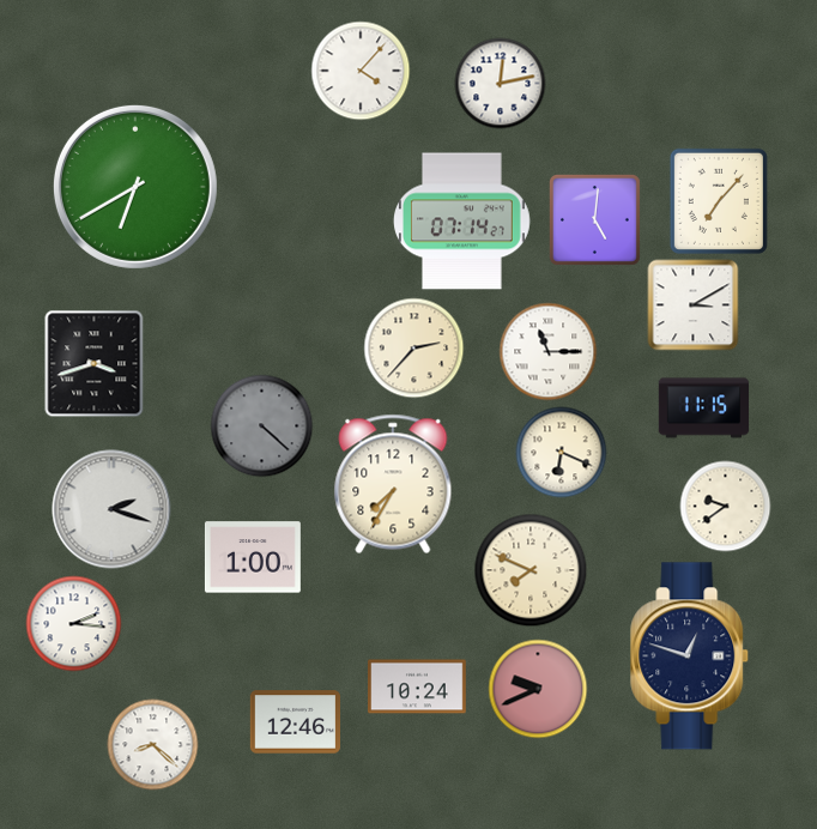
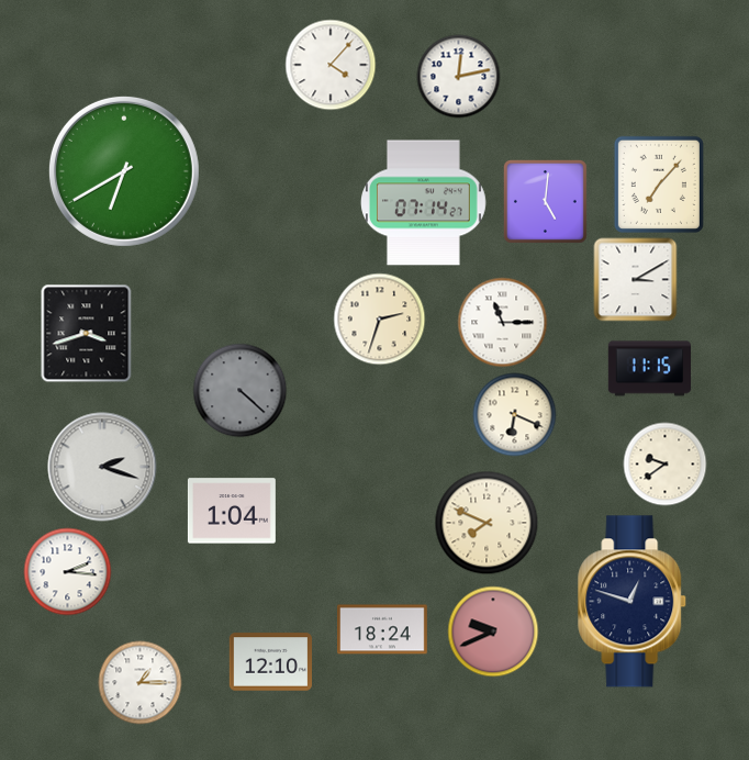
clock at (414, 349): 2:37 -> 2:33
clock at (704, 409) position: (704, 409) -> (650, 369)
clock at (393, 484): 7:35 -> none
clock at (253, 557): 1:00 -> 1:04
clock at (418, 686): 10:24 -> 18:24
clock at (296, 722): 12:46 -> 12:10
clock at (153, 745): 8:22 -> 1:15
